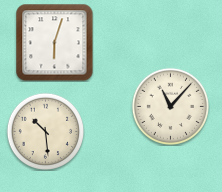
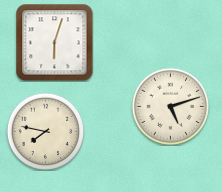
clock at (170, 106): 11:07 -> 5:12
clock at (45, 131): 10:29 -> 7:47
